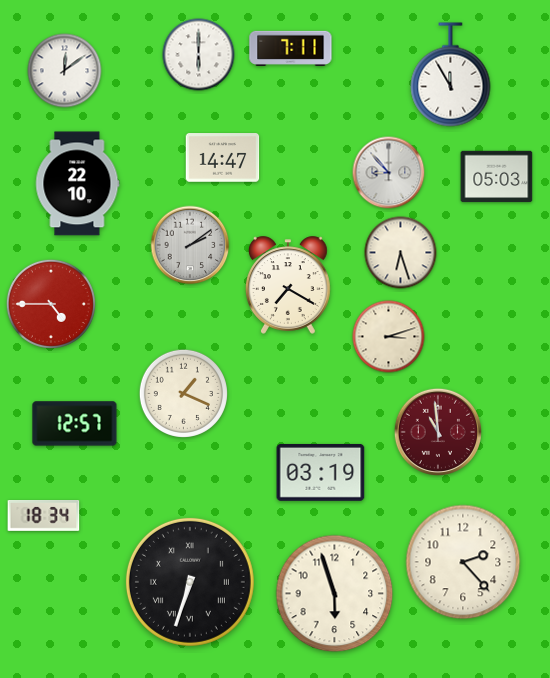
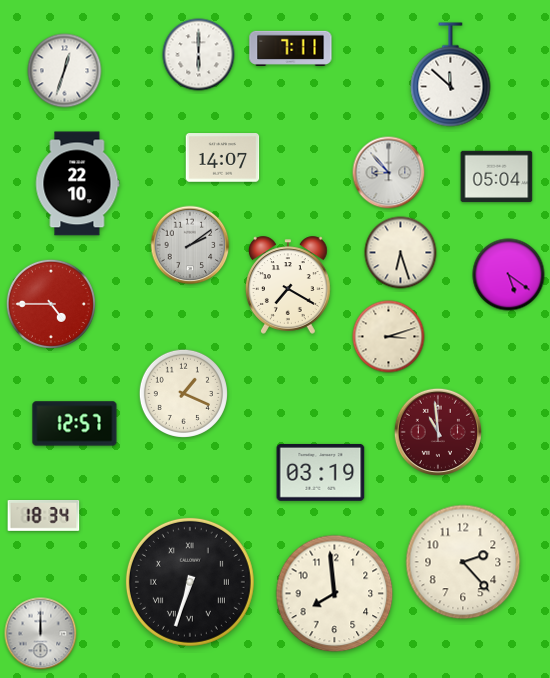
clock at (65, 71): 12:09 -> 12:33
clock at (451, 75): 11:55 -> 11:52
clock at (223, 158): 14:47 -> 14:07
clock at (497, 177): 05:03 -> 05:04
clock at (509, 275): none -> 5:21
clock at (335, 594): 5:57 -> 7:59
clock at (41, 634): none -> 12:00
